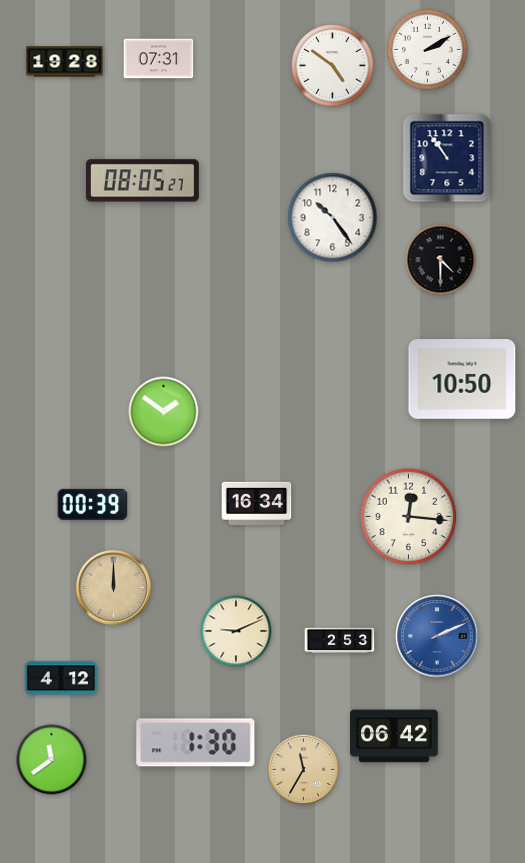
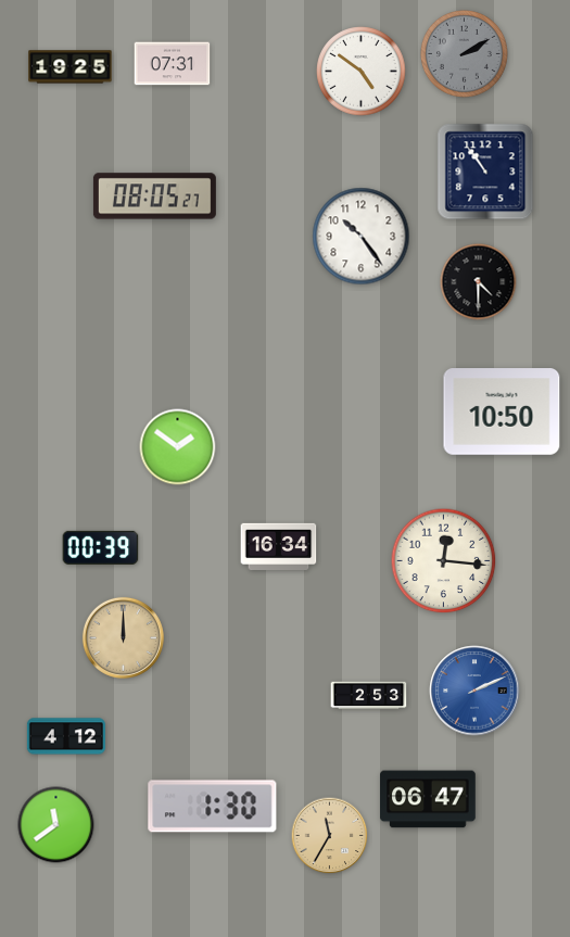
clock at (427, 49) dial: white -> grey
clock at (65, 62): 19:28 -> 19:25
clock at (236, 631): 9:11 -> none
clock at (394, 736): 06:42 -> 06:47
